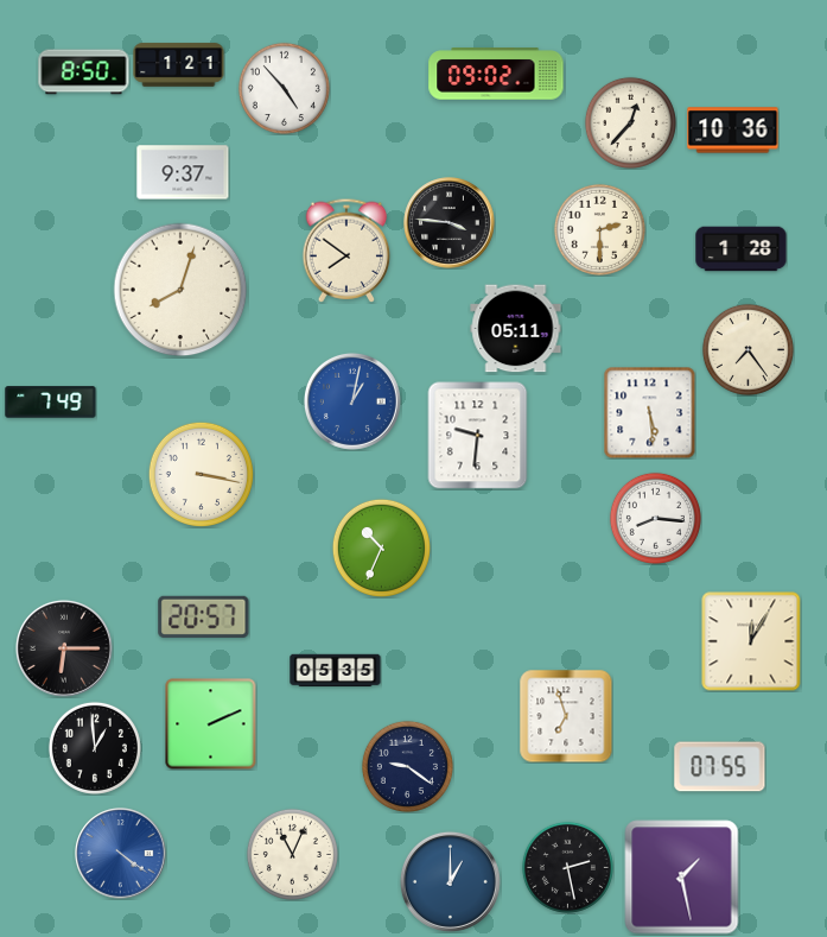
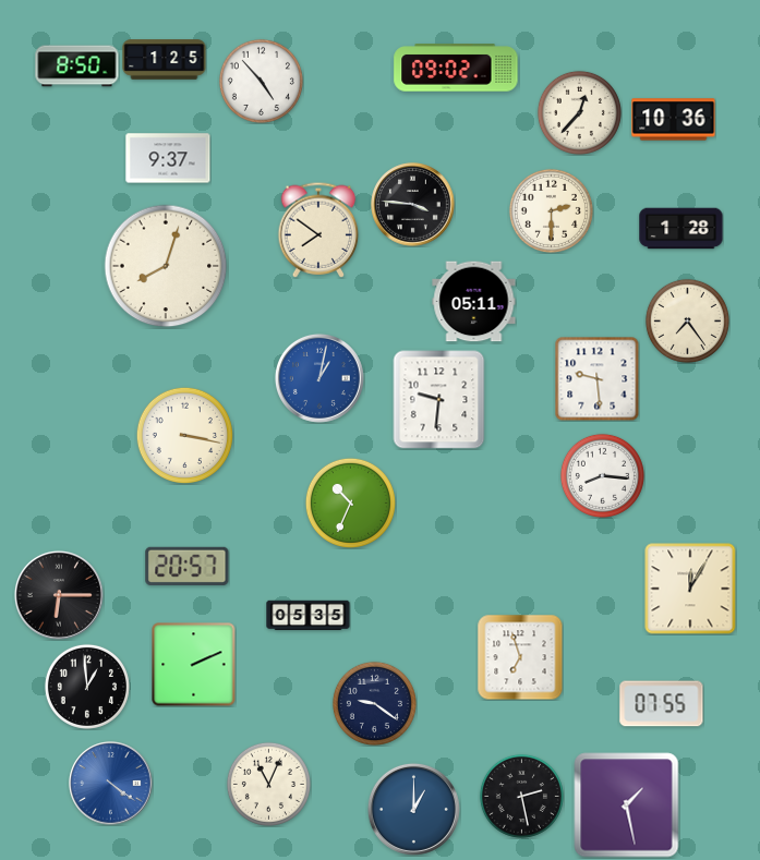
clock at (179, 65): 1:21 -> 1:25
clock at (352, 401) position: (352, 401) -> (319, 378)
clock at (51, 403): 7:49 -> none
clock at (649, 412): 5:29 -> 9:29
